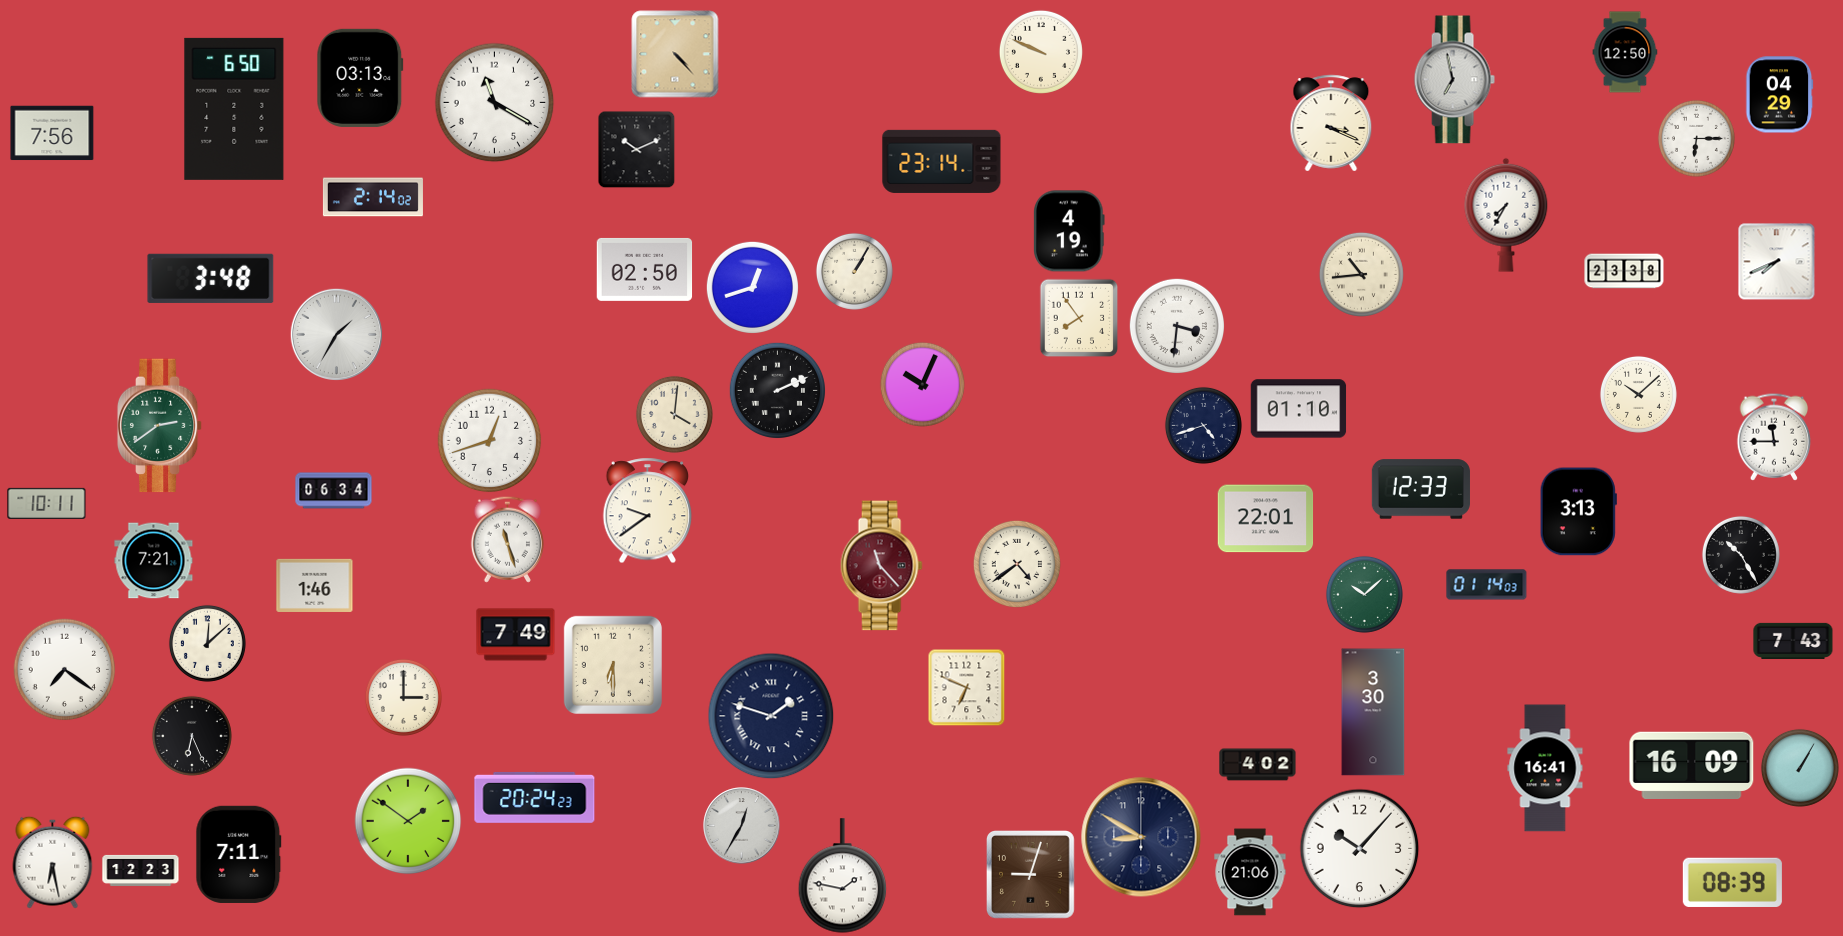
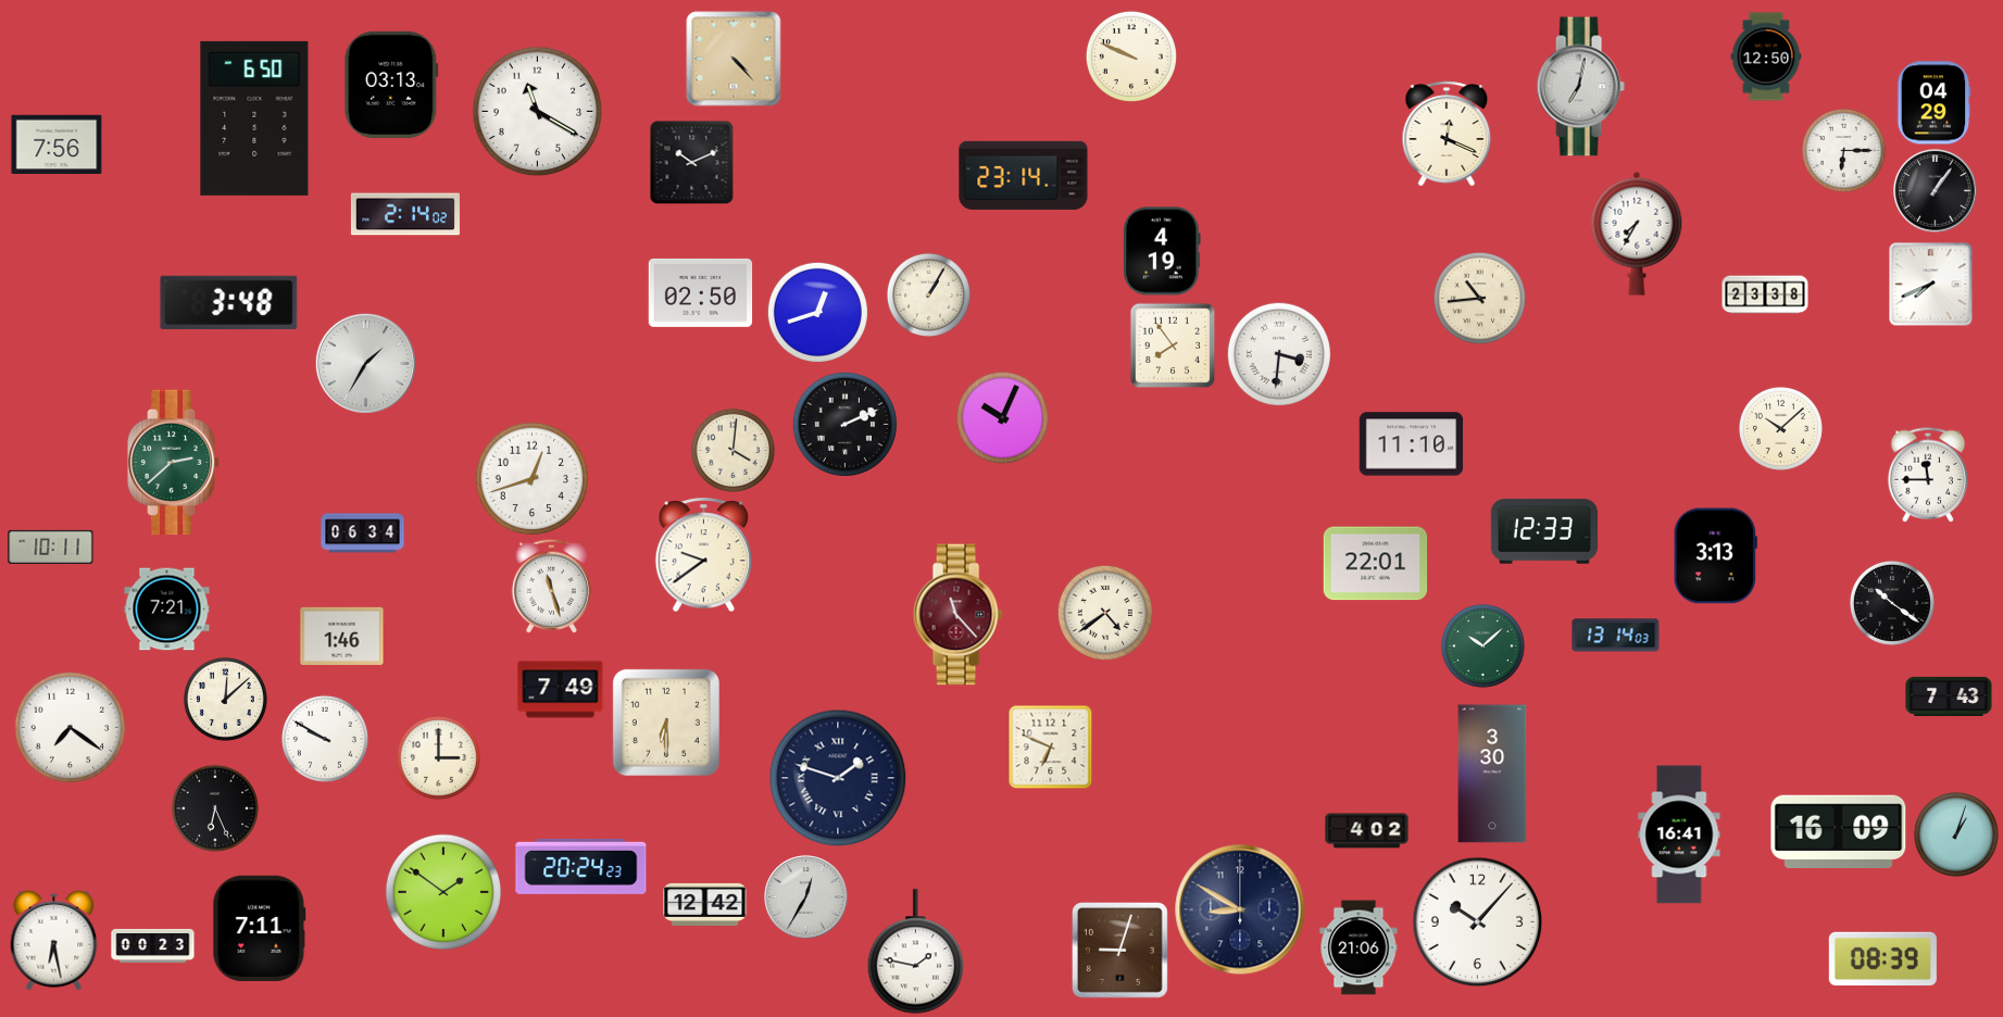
clock at (1454, 80): 6:58 -> 7:02
clock at (1331, 123): 3:19 -> 12:19
clock at (1936, 191): none -> 1:06
clock at (1299, 409): 01:10 -> 11:10
clock at (1203, 425): 4:42 -> none
clock at (160, 426): 2:39 -> 2:38
clock at (1741, 555): 10:25 -> 10:21
clock at (1487, 585): 01:14 -> 13:14
clock at (325, 739): none -> 9:50
clock at (192, 736) position: (192, 736) -> (215, 808)
clock at (1800, 768): 1:05 -> 1:03
clock at (705, 904): none -> 12:42
clock at (53, 862) position: (53, 862) -> (54, 940)
clock at (141, 870): 12:23 -> 00:23
